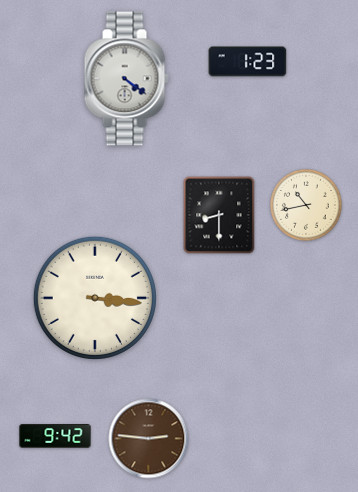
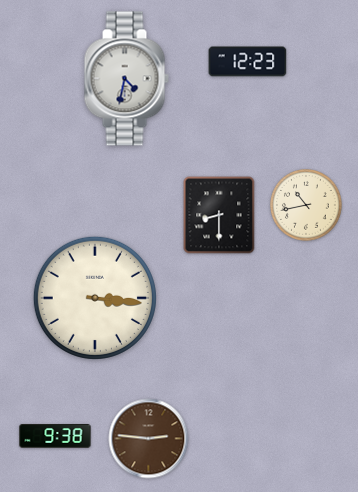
clock at (248, 62): 1:23 -> 12:23
clock at (126, 79): 4:21 -> 4:32
clock at (55, 436): 9:42 -> 9:38
